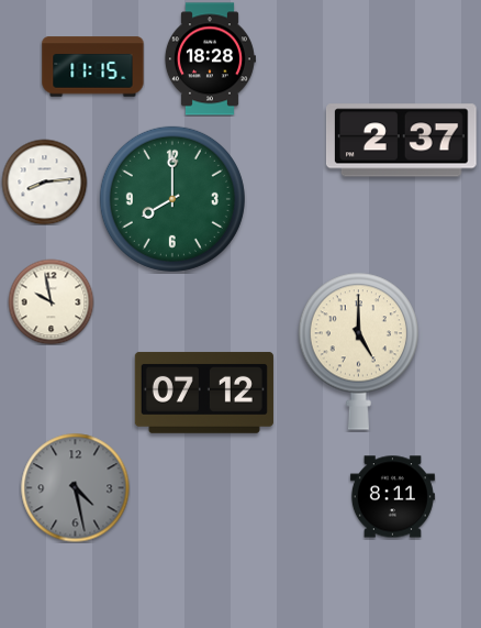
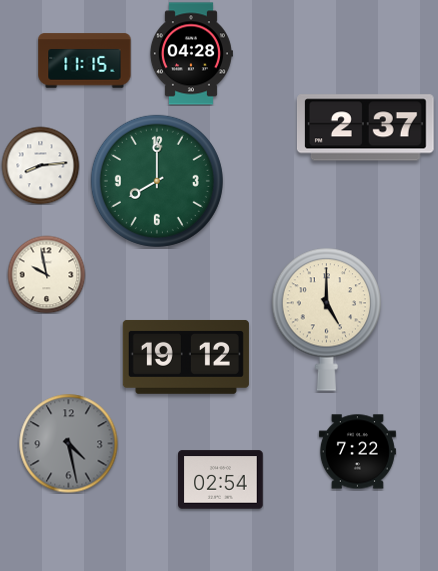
clock at (210, 59): 18:28 -> 04:28
clock at (204, 393): 07:12 -> 19:12
clock at (392, 497): 8:11 -> 7:22
clock at (221, 480): none -> 02:54
